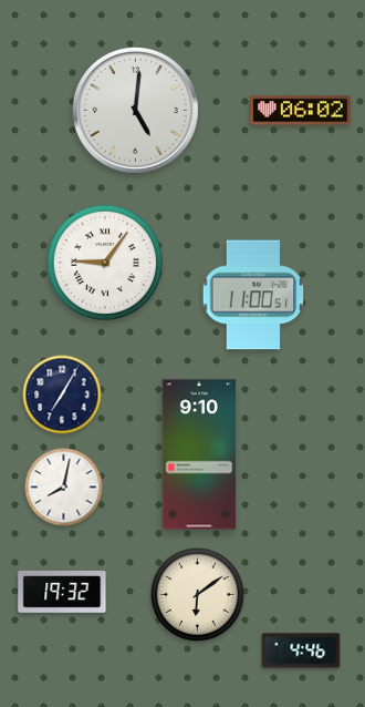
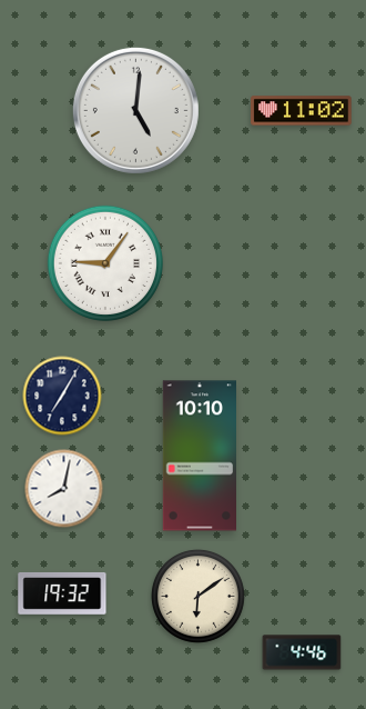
clock at (301, 111): 06:02 -> 11:02
clock at (253, 295): 11:00 -> none
clock at (198, 454): 9:10 -> 10:10
